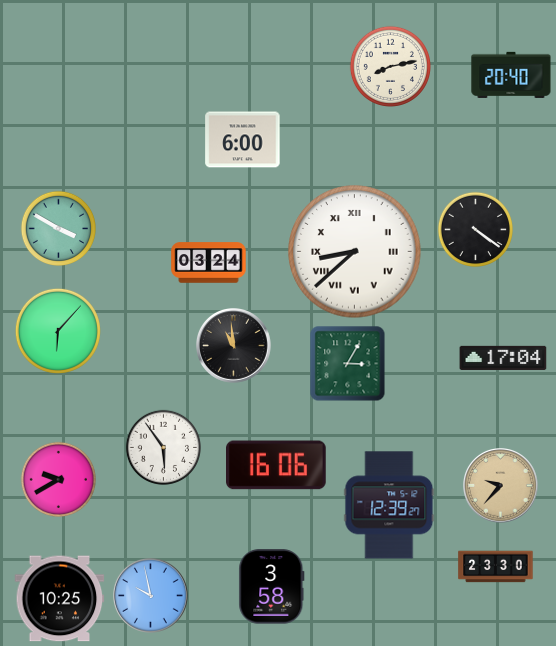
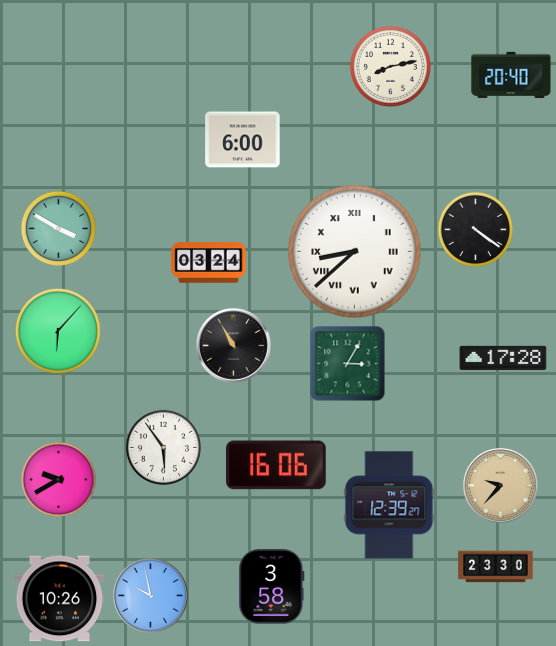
clock at (234, 346): 10:59 -> 10:55
clock at (503, 357): 17:04 -> 17:28
clock at (60, 599): 10:25 -> 10:26
